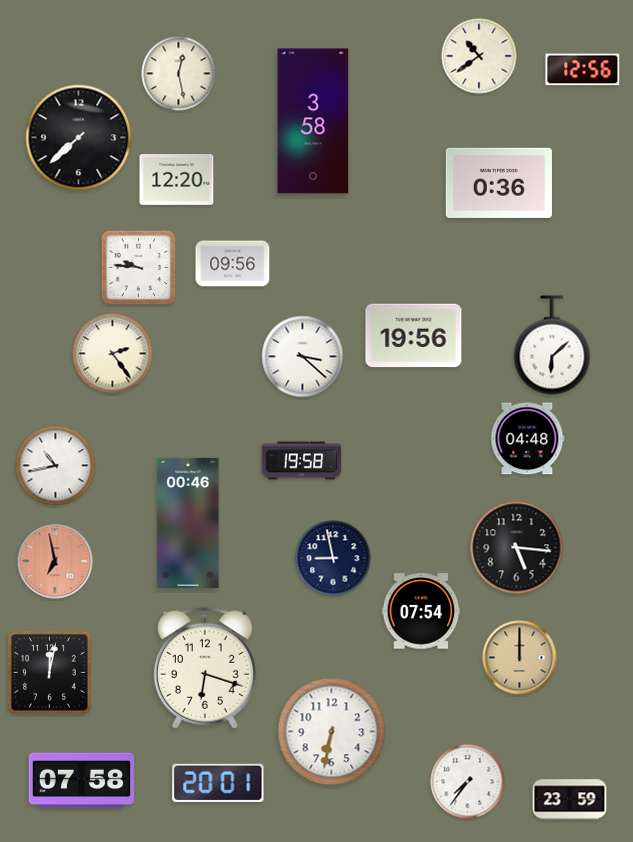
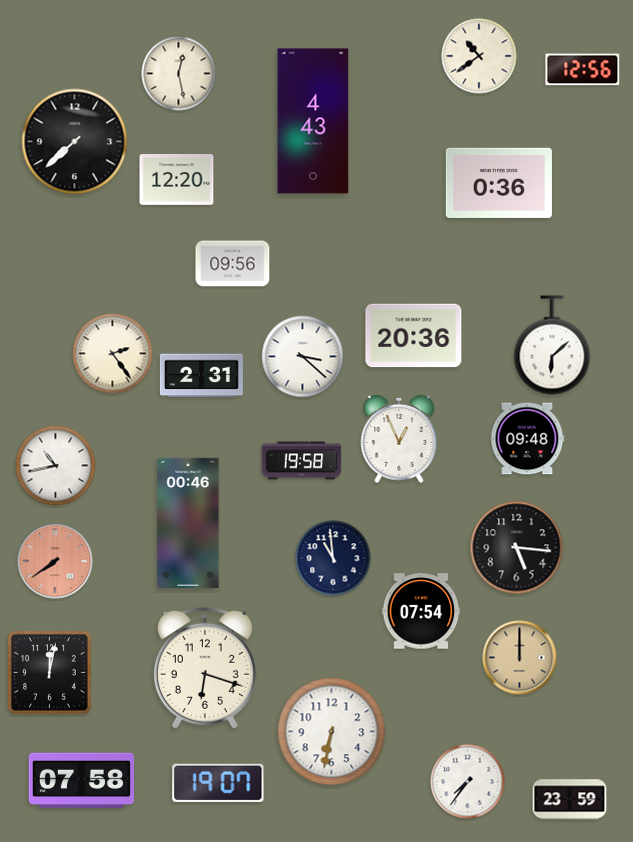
clock at (313, 121): 3:58 -> 4:43
clock at (79, 138) position: (79, 138) -> (75, 142)
clock at (139, 268): 9:46 -> none
clock at (414, 336): 19:56 -> 20:36
clock at (201, 376): none -> 2:31
clock at (399, 439): none -> 12:56
clock at (527, 439): 04:48 -> 09:48
clock at (333, 558): 8:58 -> 10:59
clock at (55, 561): 6:58 -> 7:39
clock at (218, 783): 20:01 -> 19:07
